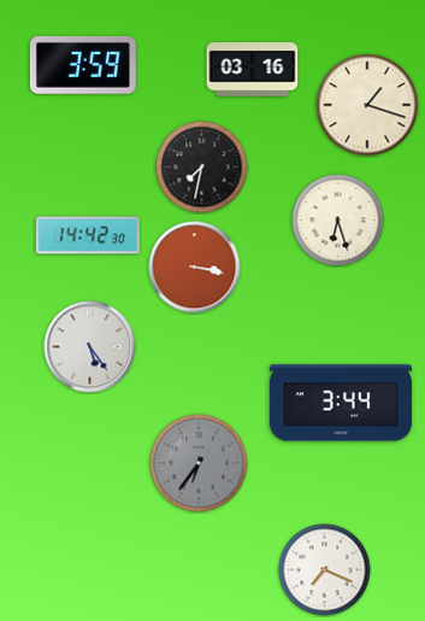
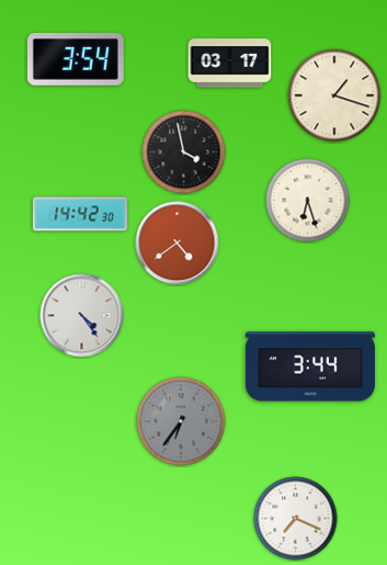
clock at (83, 66): 3:59 -> 3:54
clock at (253, 70): 03:16 -> 03:17
clock at (202, 168): 7:32 -> 3:58
clock at (195, 268): 3:17 -> 4:39
clock at (90, 347): 5:24 -> 4:24
